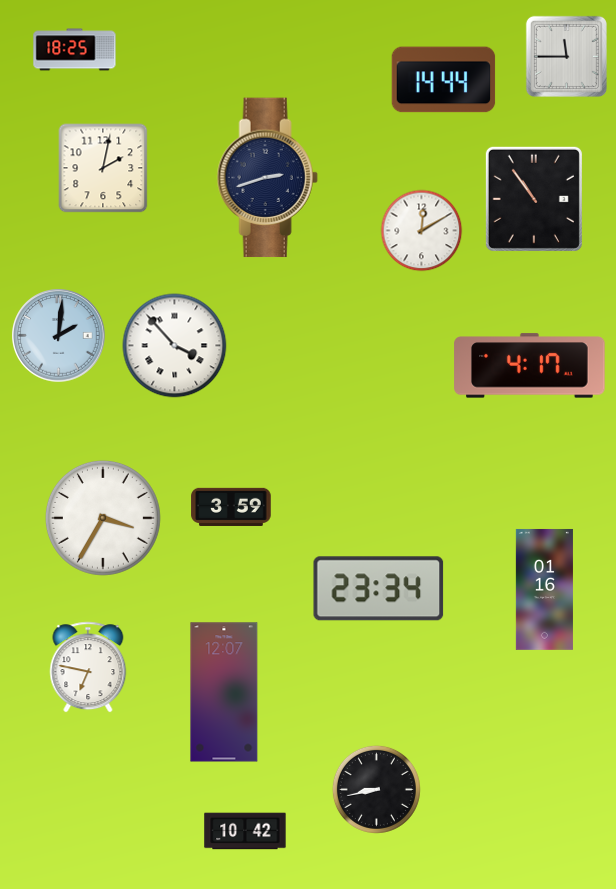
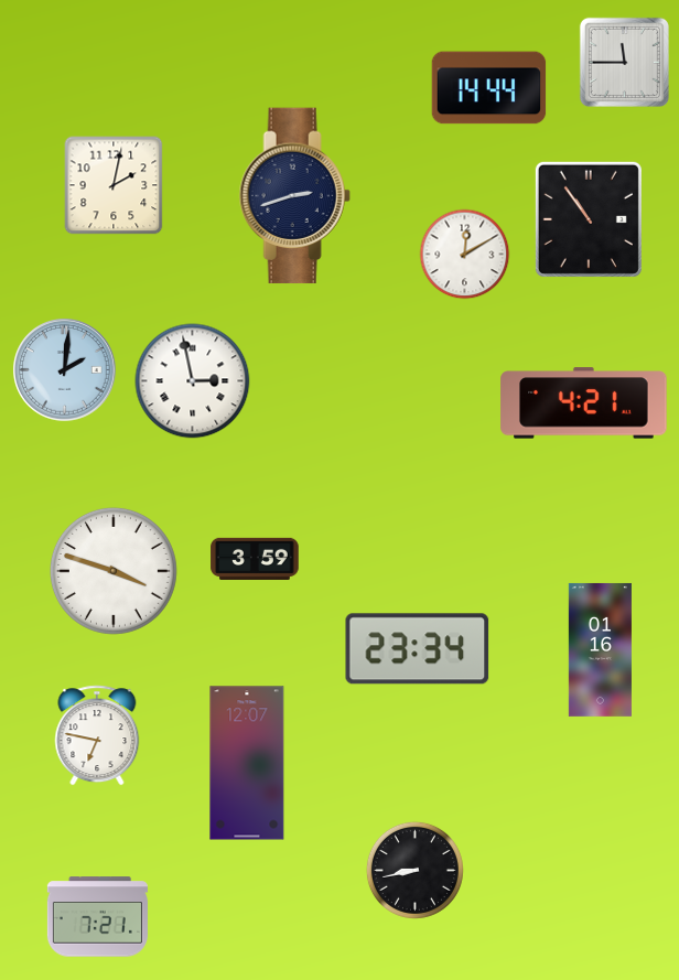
clock at (75, 50): 18:25 -> none
clock at (175, 346): 3:53 -> 2:58
clock at (530, 366): 4:17 -> 4:21
clock at (103, 518): 3:35 -> 3:48
clock at (245, 831): 10:42 -> none
clock at (97, 917): none -> 7:21
